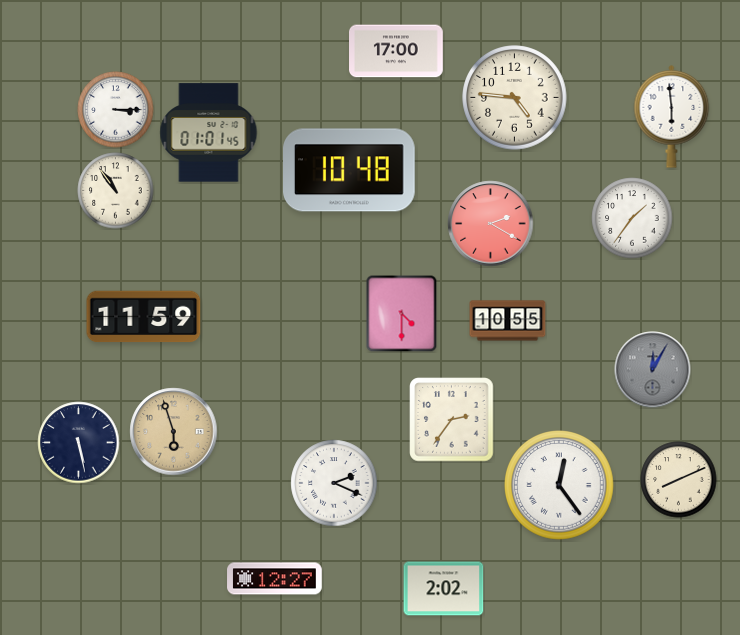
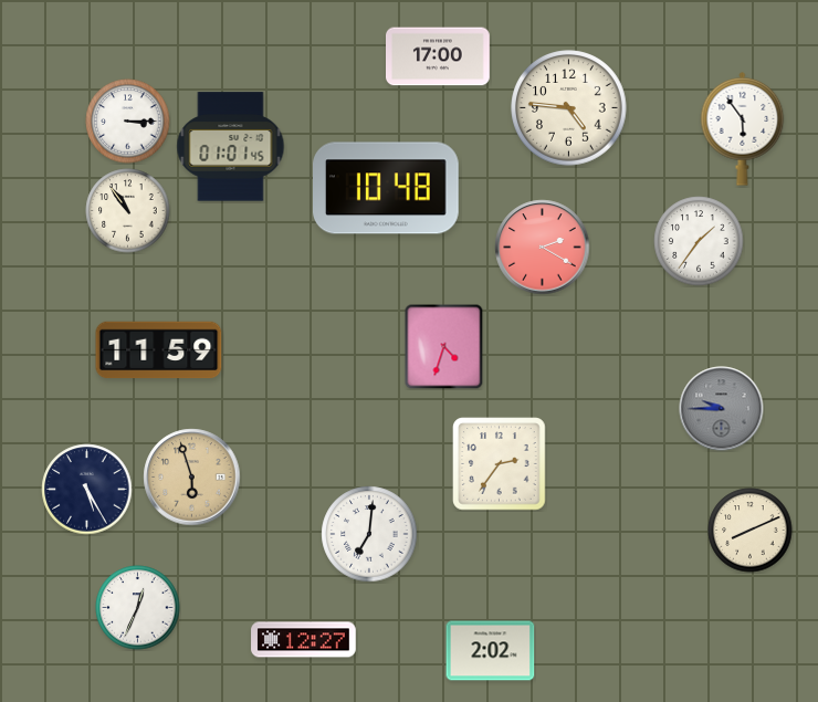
clock at (672, 117): 5:59 -> 5:54
clock at (402, 313): 4:30 -> 4:33
clock at (508, 321): 10:55 -> none
clock at (653, 370): 12:05 -> 9:45
clock at (79, 443): 5:28 -> 5:25
clock at (334, 483): 2:19 -> 7:01
clock at (560, 486): 12:24 -> none
clock at (138, 608): none -> 12:34
